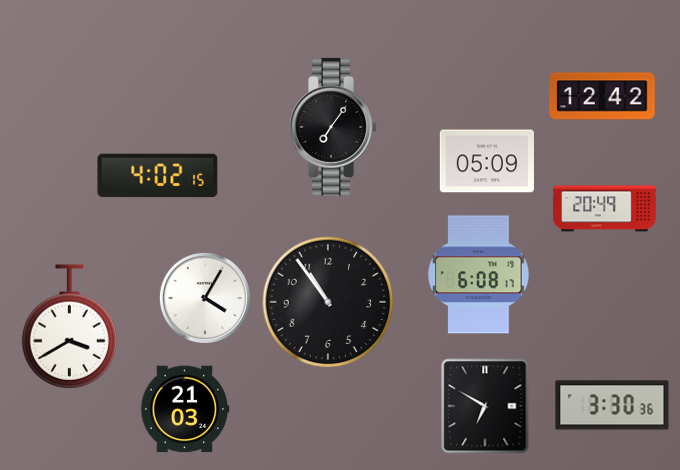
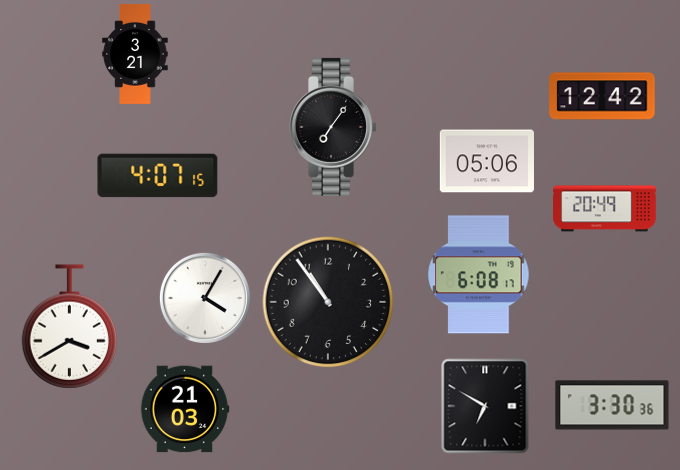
clock at (135, 54): none -> 3:21
clock at (487, 161): 05:09 -> 05:06
clock at (158, 176): 4:02 -> 4:07
